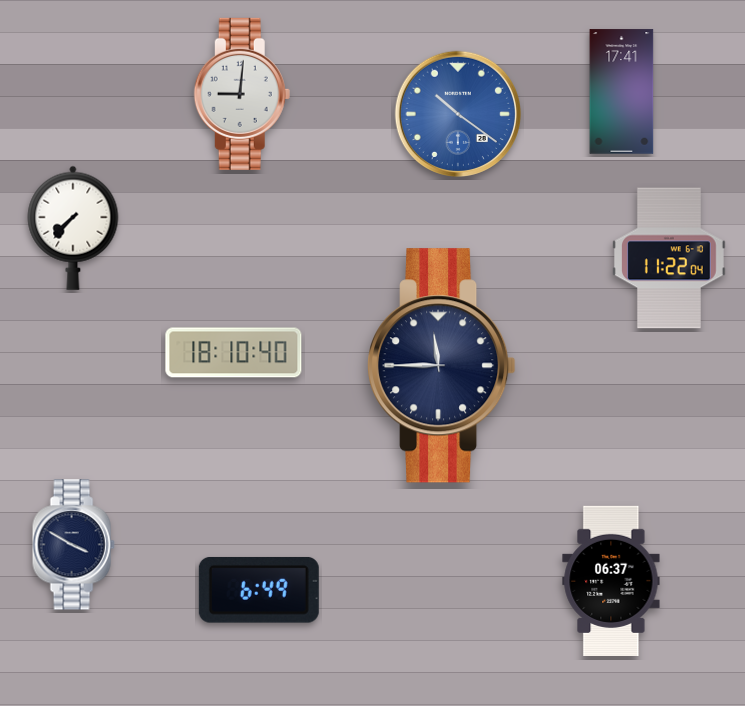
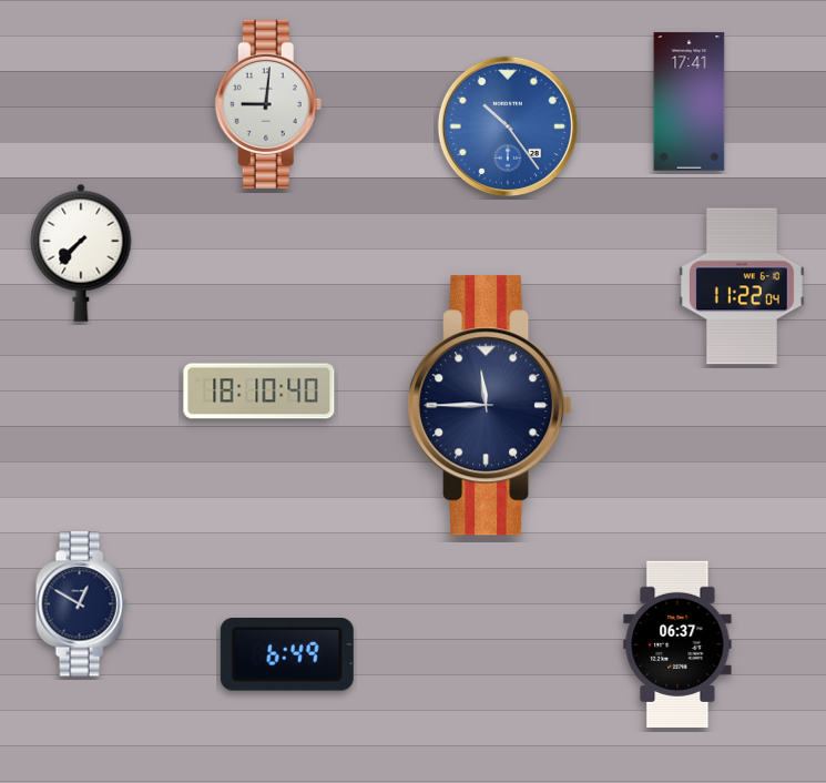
clock at (457, 113): 10:21 -> 10:24
clock at (73, 545): 3:50 -> 12:50
